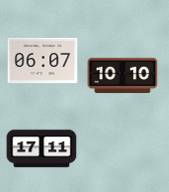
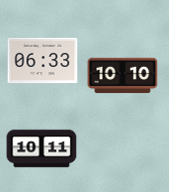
clock at (43, 61): 06:07 -> 06:33
clock at (42, 149): 17:11 -> 10:11
